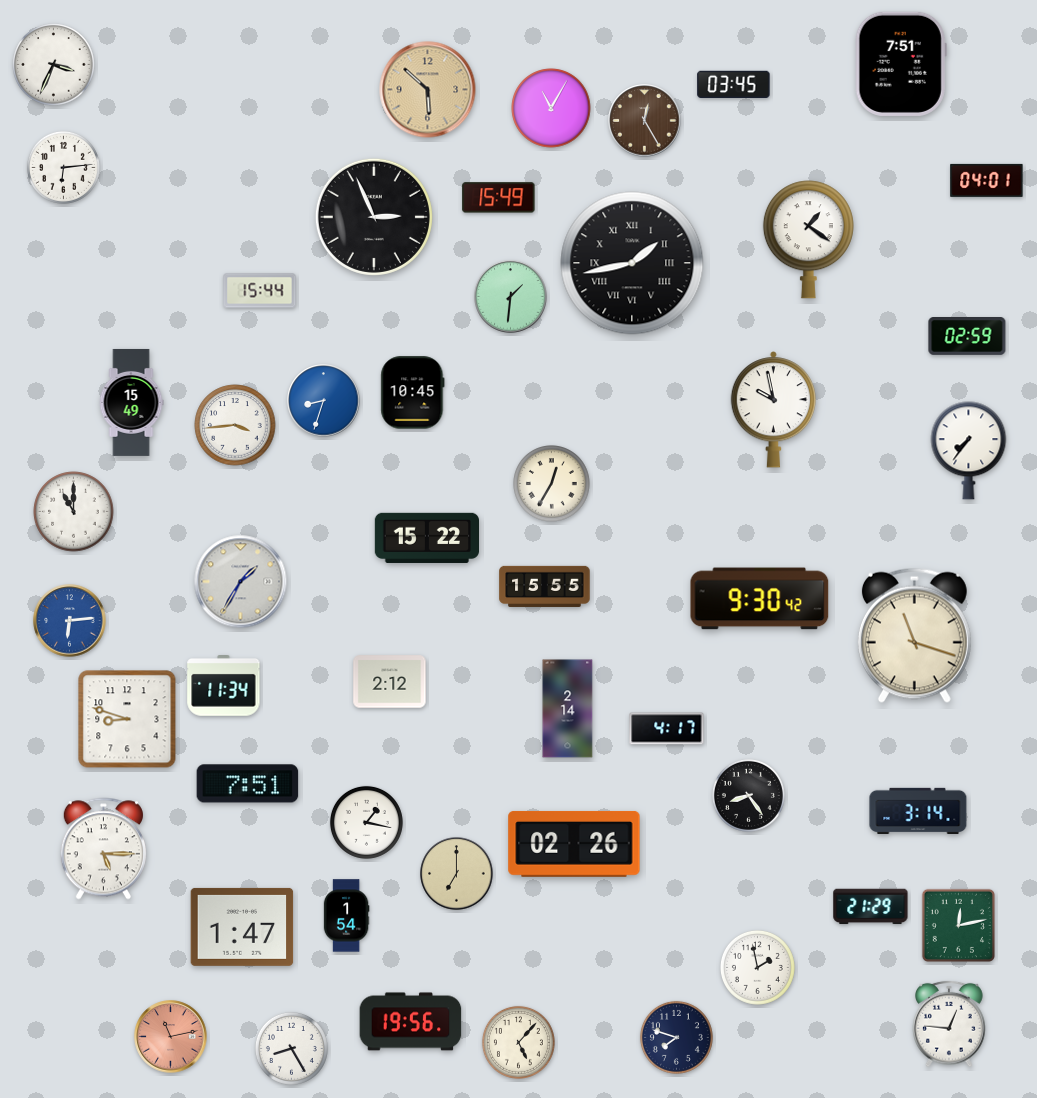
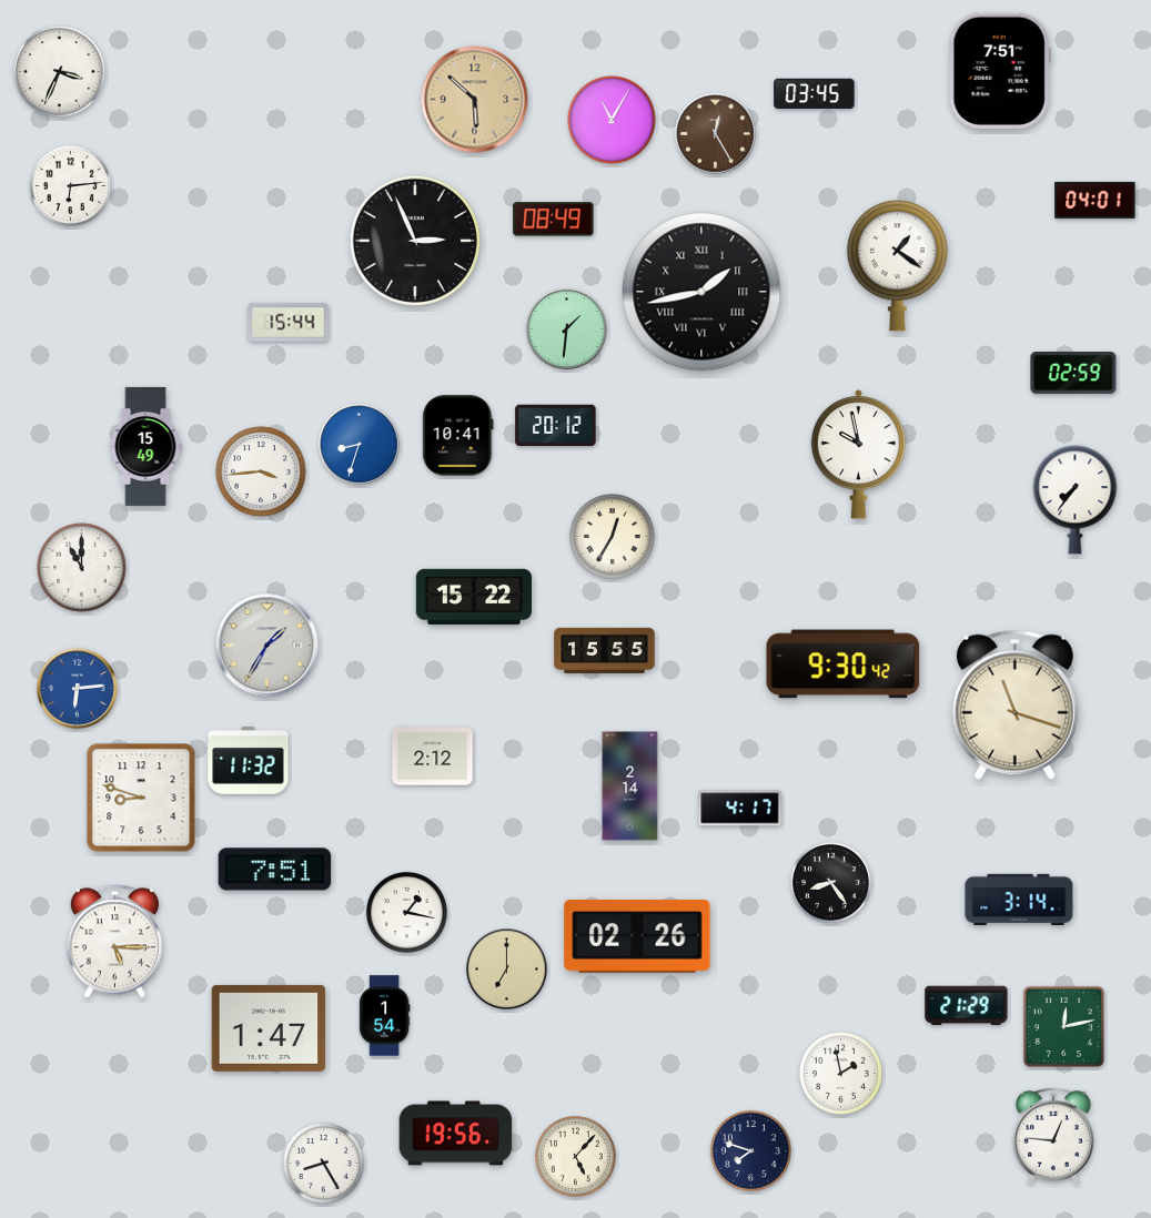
clock at (499, 198): 15:49 -> 08:49
clock at (556, 426): none -> 20:12
clock at (413, 393): 10:45 -> 10:41
clock at (224, 686): 11:34 -> 11:32
clock at (171, 1037): 11:13 -> none
